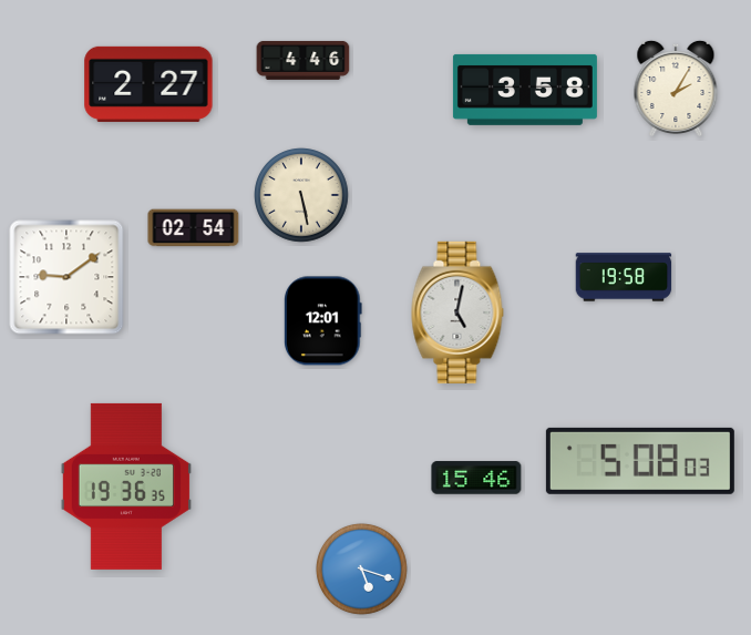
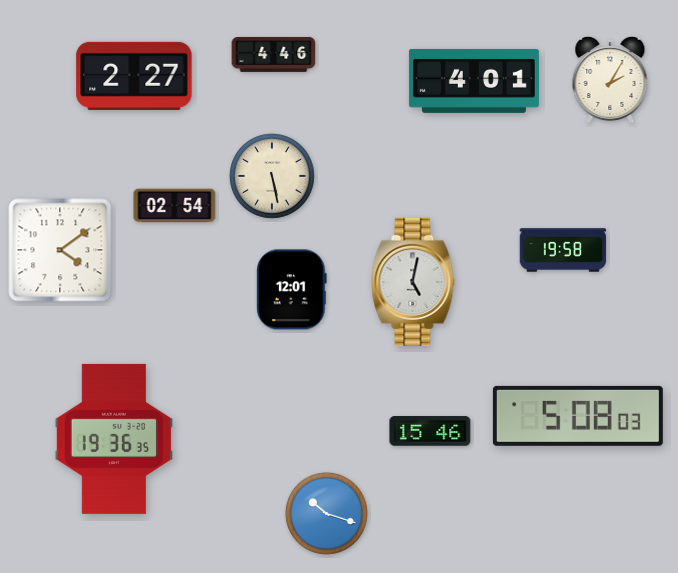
clock at (525, 90): 3:58 -> 4:01
clock at (66, 277): 9:09 -> 4:09
clock at (361, 569): 5:18 -> 10:18
